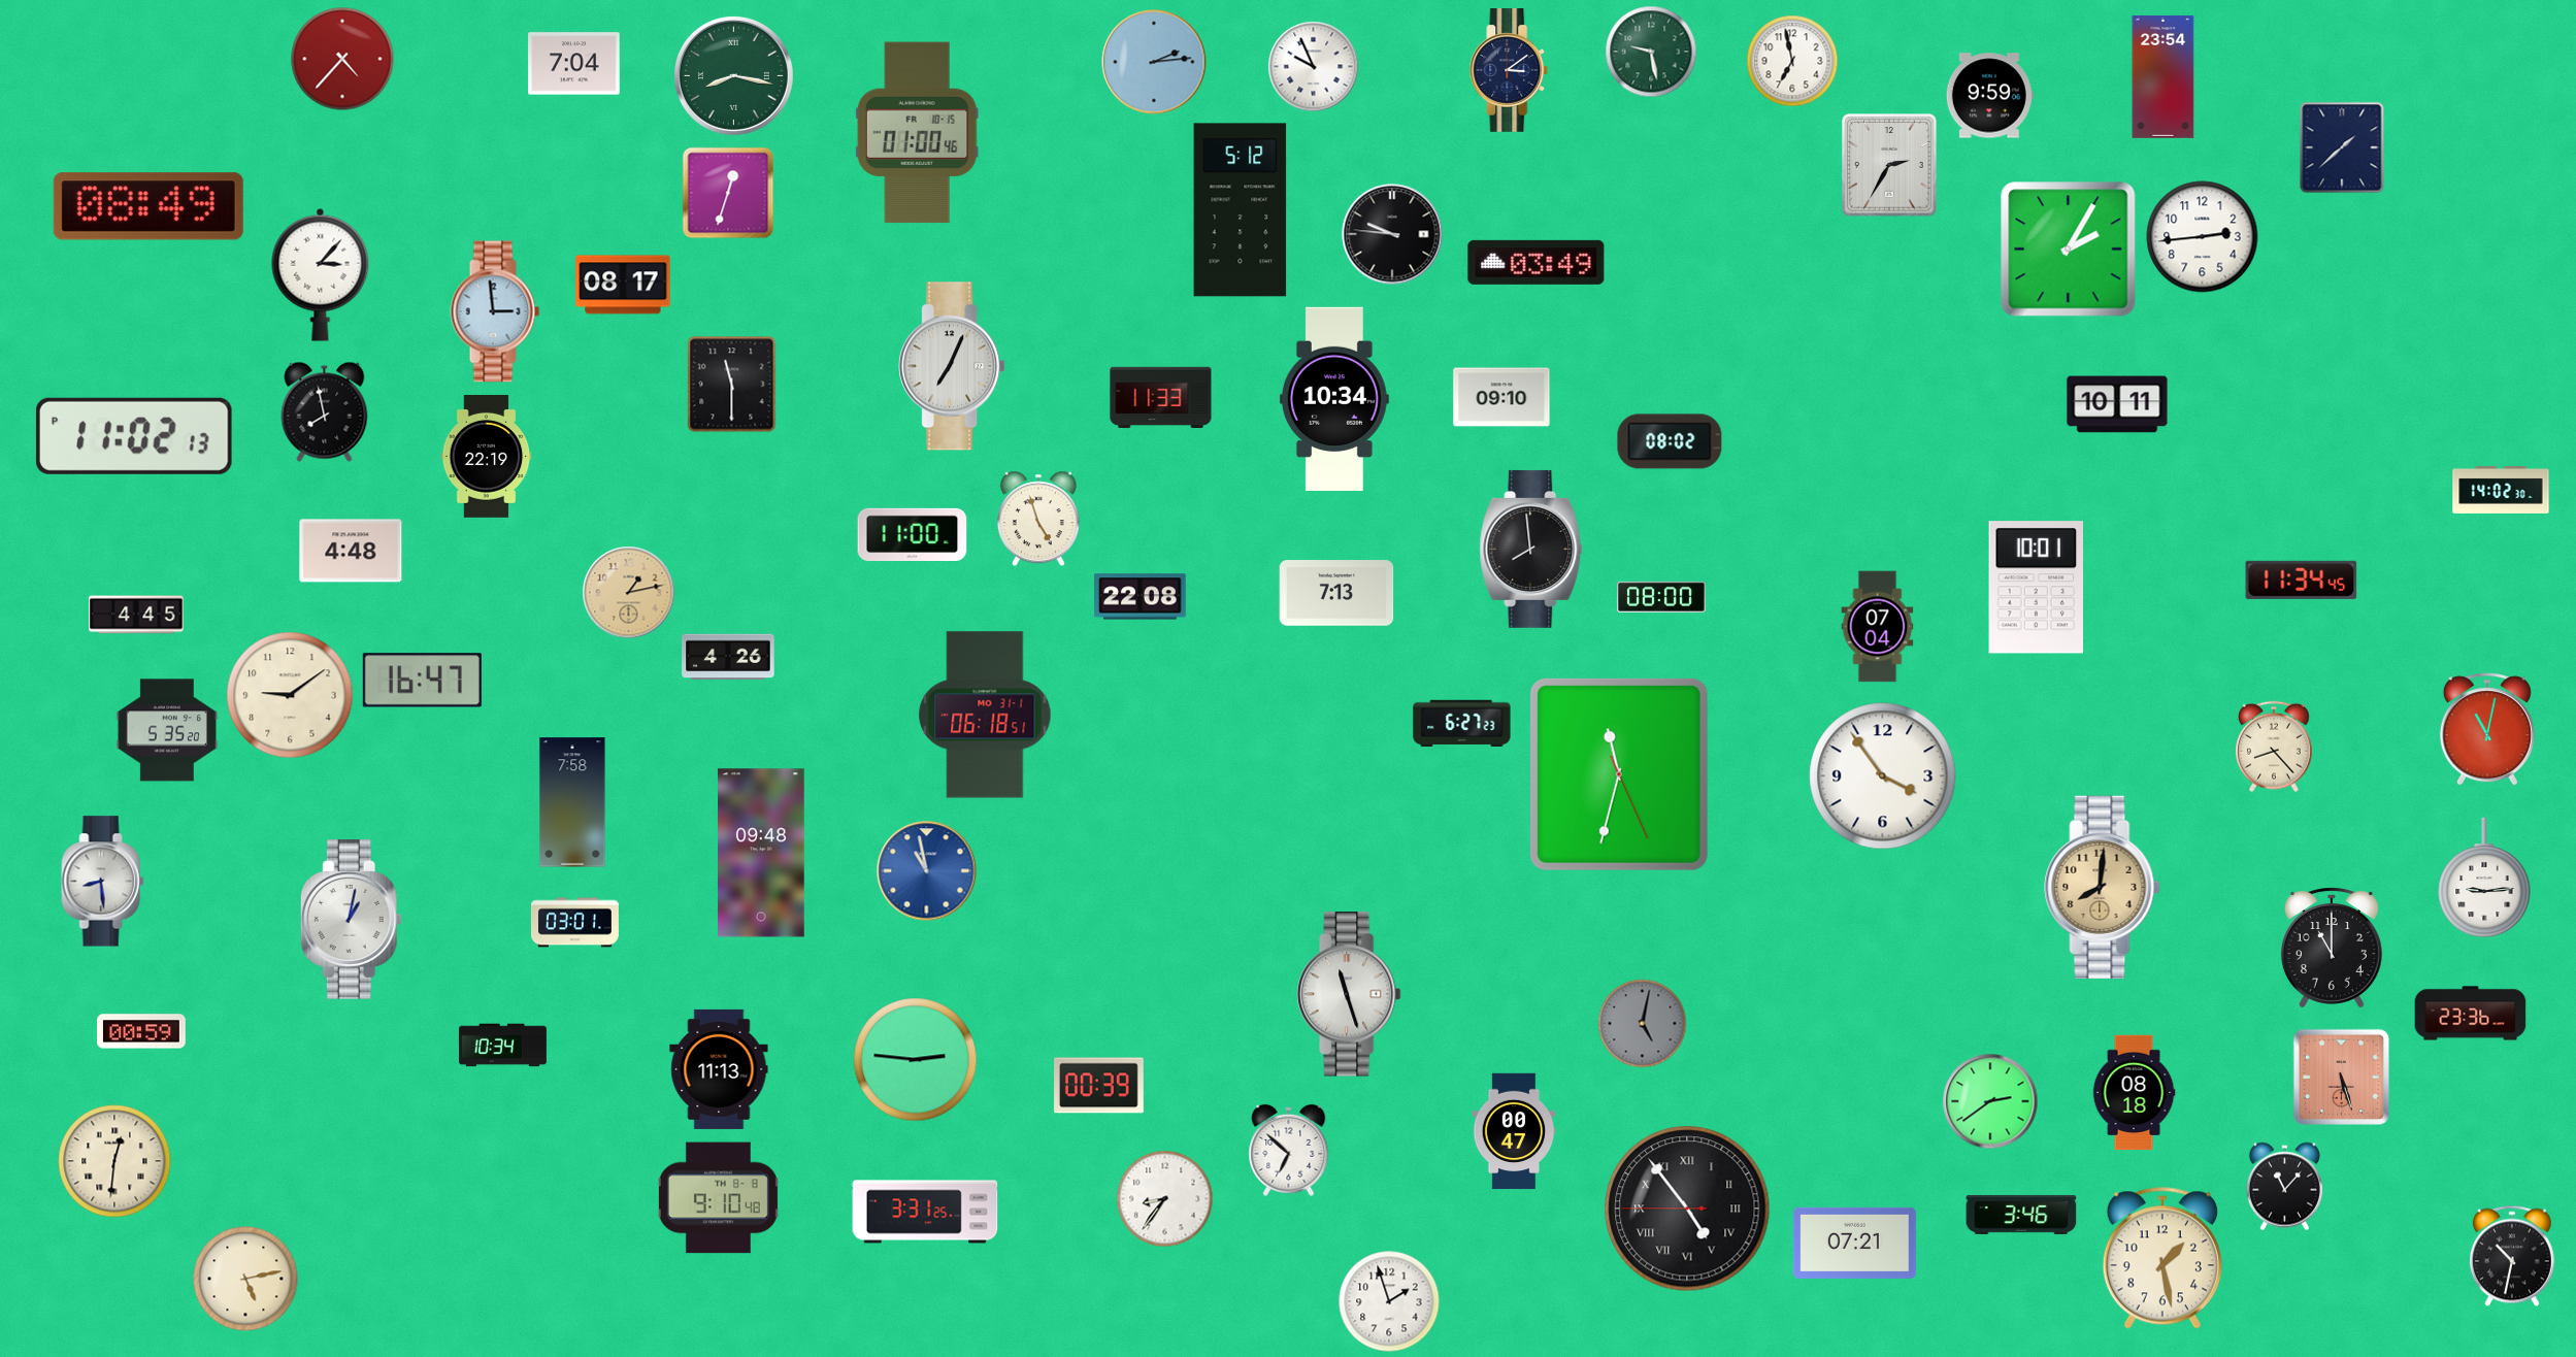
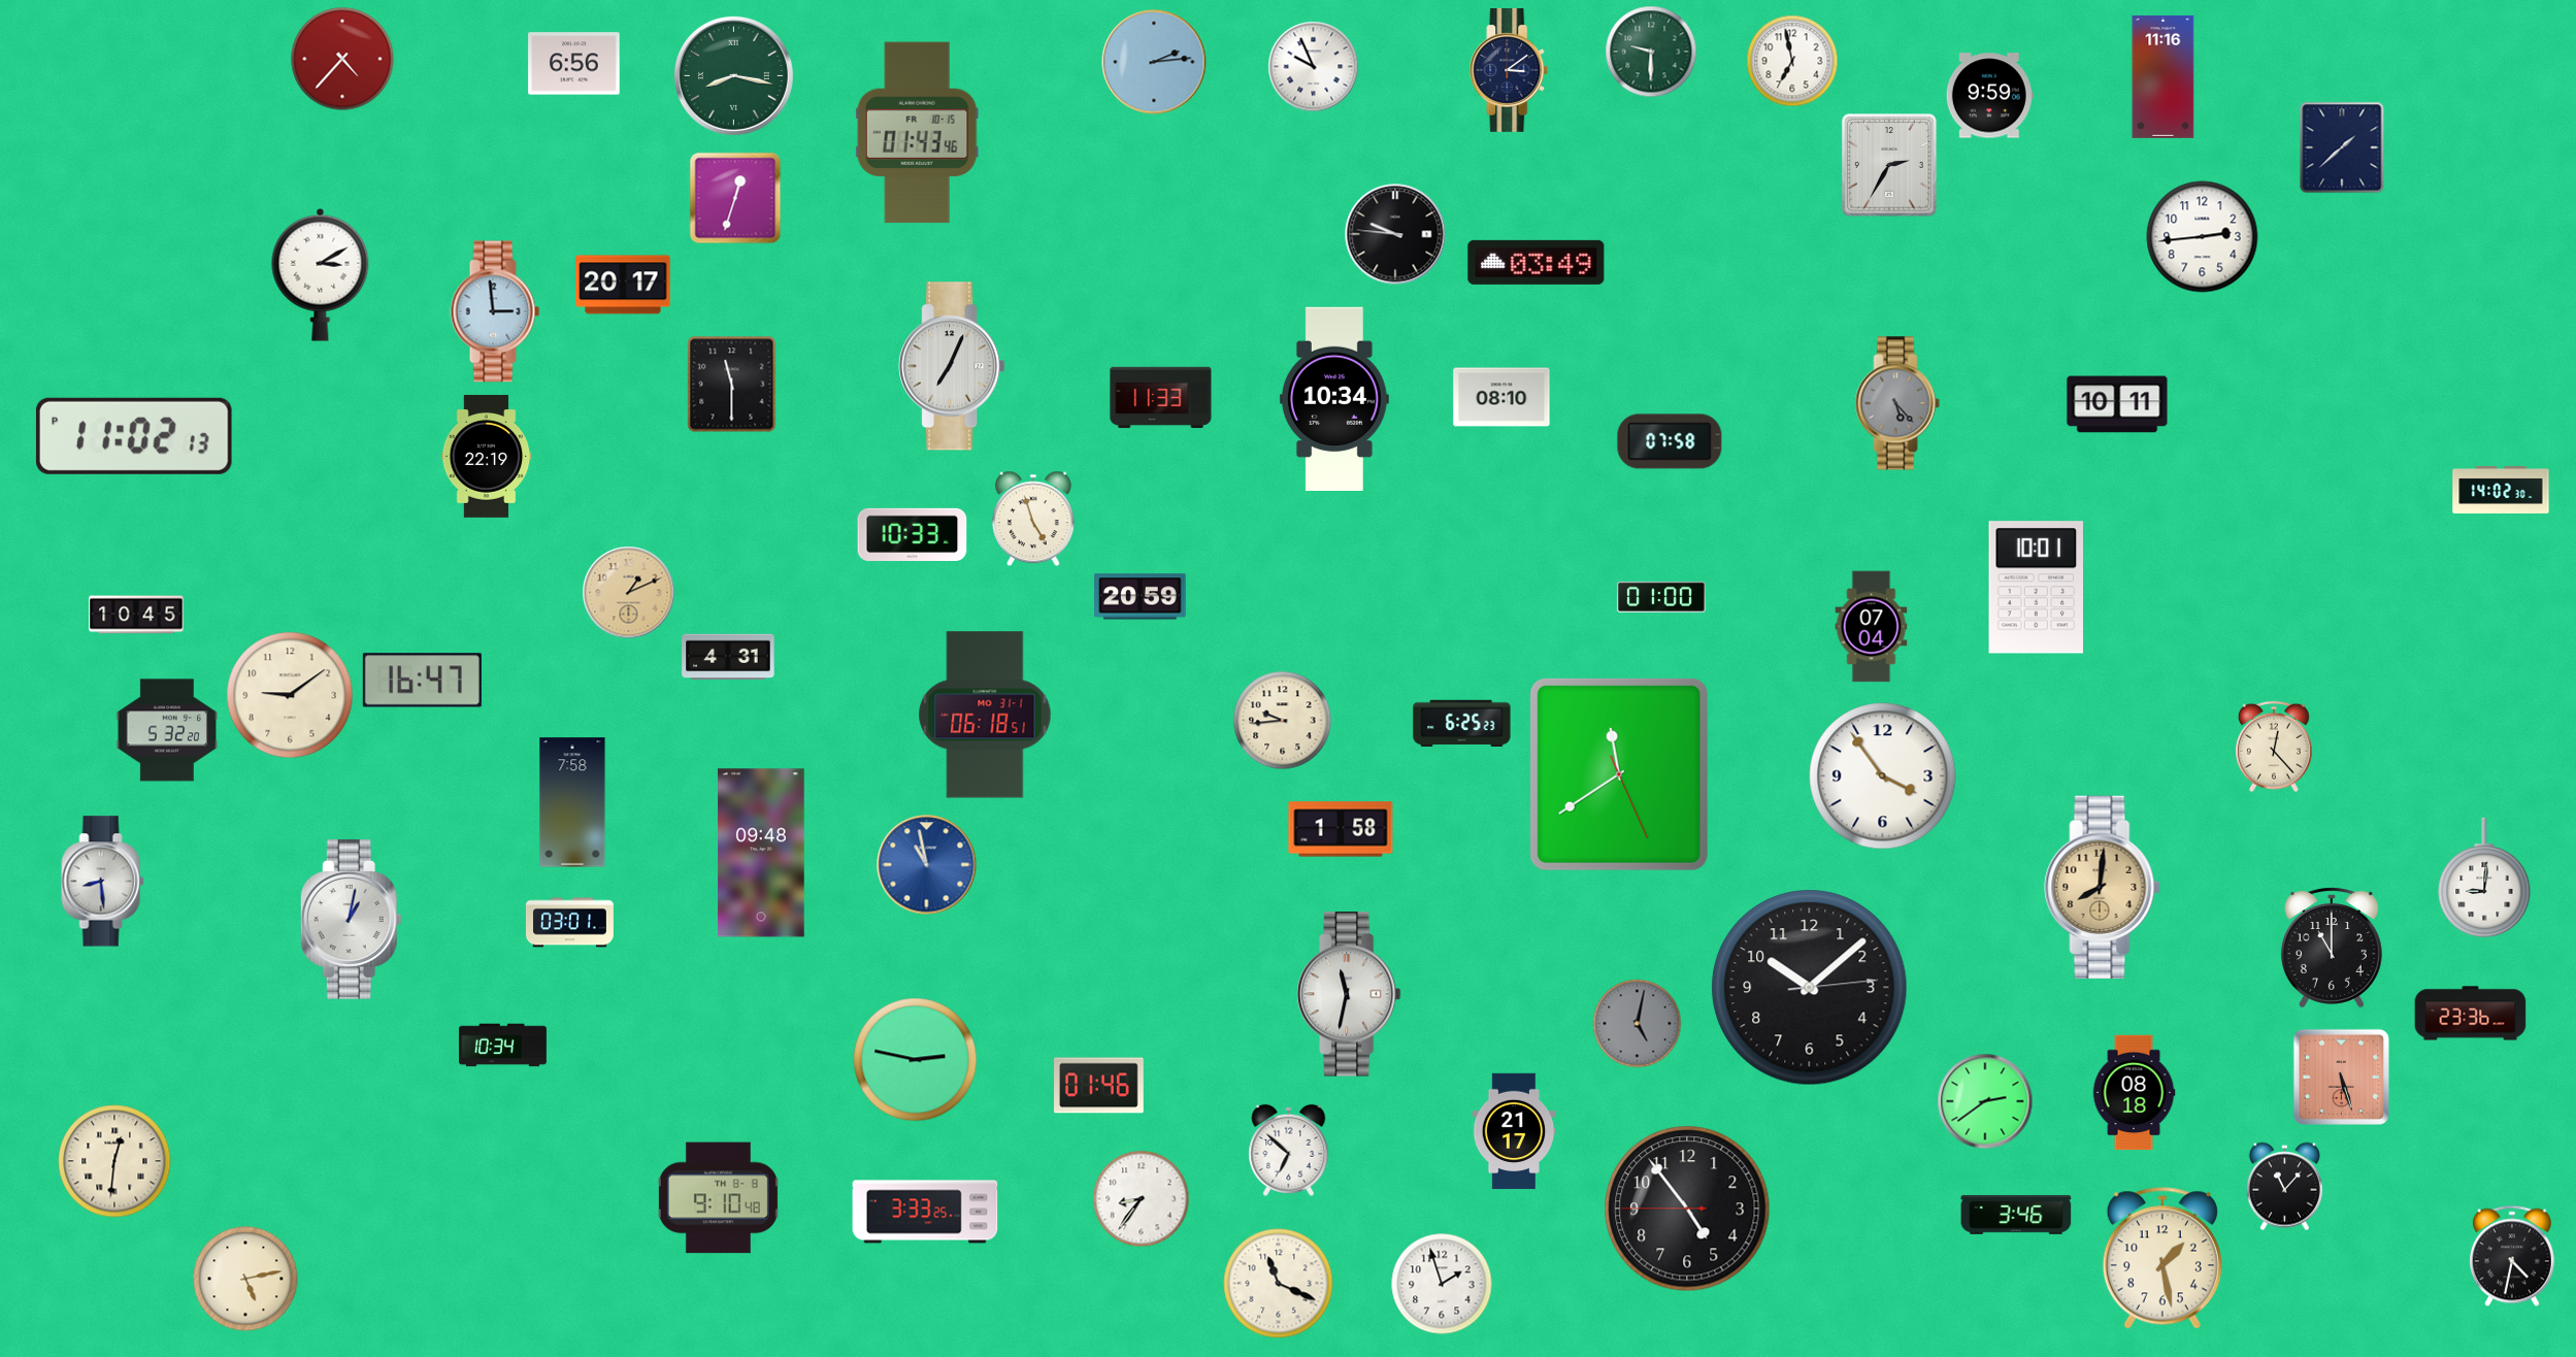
clock at (1651, 52): 9:28 -> 9:30
clock at (574, 64): 7:04 -> 6:56
clock at (2164, 76): 23:54 -> 11:16
clock at (917, 133): 01:00 -> 01:43
clock at (728, 193) position: (728, 193) -> (735, 198)
clock at (148, 206): 08:49 -> none
clock at (1241, 210): 5:12 -> none
clock at (1392, 234) position: (1392, 234) -> (1395, 234)
clock at (2069, 250): 2:05 -> none
clock at (321, 274): 3:07 -> 3:10
clock at (623, 285): 08:17 -> 20:17
clock at (1501, 397): 09:10 -> 08:10
clock at (1897, 403): none -> 5:23
clock at (325, 411): 7:58 -> none
clock at (1670, 441): 08:02 -> 07:58
clock at (1038, 519) position: (1038, 519) -> (1033, 519)
clock at (913, 534): 11:00 -> 10:33
clock at (1531, 549): 7:59 -> none
clock at (351, 551): 4:48 -> none
clock at (2302, 580): 11:34 -> none
clock at (629, 593): 1:13 -> 1:11
clock at (1336, 593): 7:13 -> none
clock at (1141, 597): 22:08 -> 20:59
clock at (1661, 597): 08:00 -> 01:00
clock at (136, 615): 4:45 -> 10:45
clock at (1878, 627) position: (1878, 627) -> (1872, 627)
clock at (728, 657): 4:26 -> 4:31
clock at (1283, 721): none -> 9:44
clock at (1462, 724): 6:27 -> 6:25
clock at (2487, 729): 11:02 -> none
clock at (166, 730): 5:35 -> 5:32
clock at (2274, 747): 8:23 -> 12:23
clock at (1619, 774): 11:32 -> 11:39
clock at (1341, 829): none -> 1:58
clock at (927, 871) position: (927, 871) -> (927, 865)
clock at (2484, 878): 9:14 -> 9:01
clock at (574, 923) position: (574, 923) -> (569, 923)
clock at (1810, 988): none -> 10:08
clock at (1349, 994): 11:27 -> 11:32
clock at (1643, 1024) position: (1643, 1024) -> (1638, 1024)
clock at (141, 1031): 00:59 -> none
clock at (916, 1060): 2:46 -> 2:47
clock at (719, 1069): 11:13 -> none
clock at (1099, 1086): 00:39 -> 01:46
clock at (1990, 1101) position: (1990, 1101) -> (1985, 1101)
clock at (1514, 1131): 00:47 -> 21:17
clock at (1165, 1199) position: (1165, 1199) -> (1142, 1199)
clock at (1687, 1209) numerals: Roman -> Arabic
clock at (925, 1212): 3:31 -> 3:33
clock at (2021, 1215) position: (2021, 1215) -> (2016, 1215)
clock at (1854, 1243): 07:21 -> none
clock at (2512, 1256): 10:32 -> 4:32
clock at (1279, 1284): none -> 11:19
clock at (1389, 1301) position: (1389, 1301) -> (1442, 1284)
